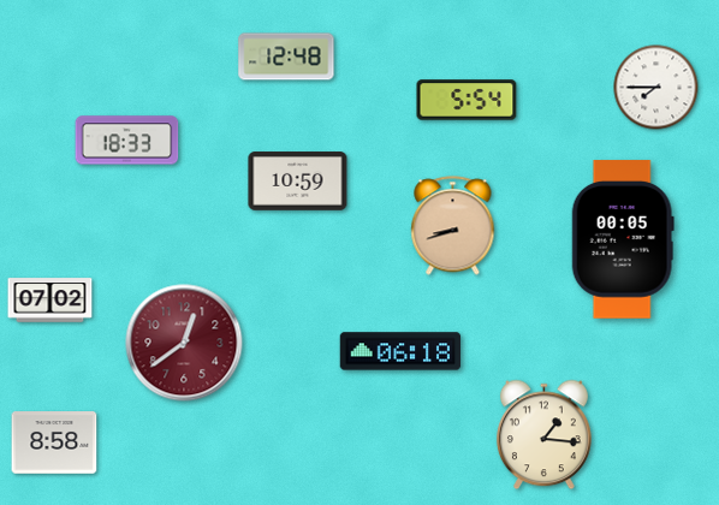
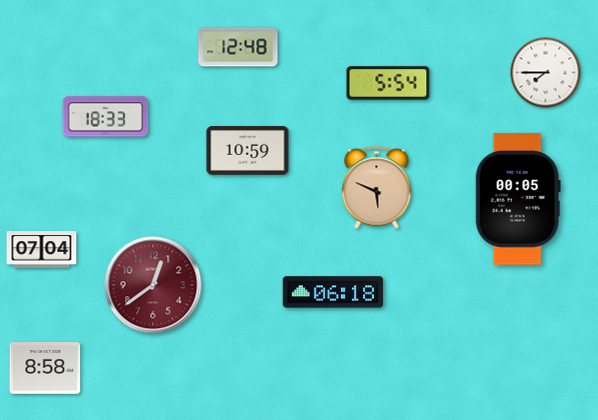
clock at (453, 226): 8:42 -> 5:49
clock at (50, 301): 07:02 -> 07:04
clock at (543, 435): 1:16 -> none
